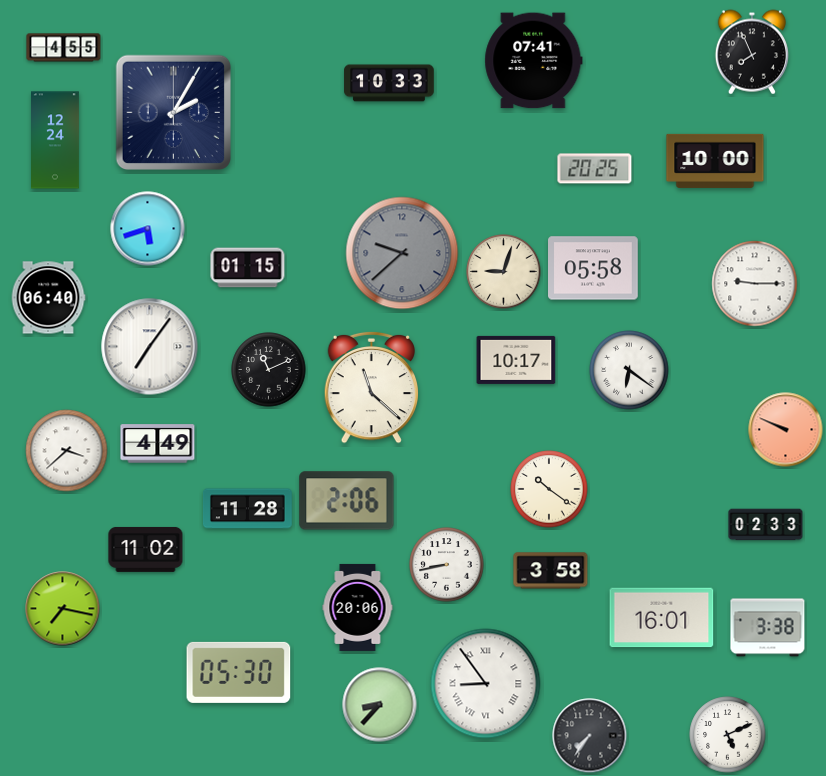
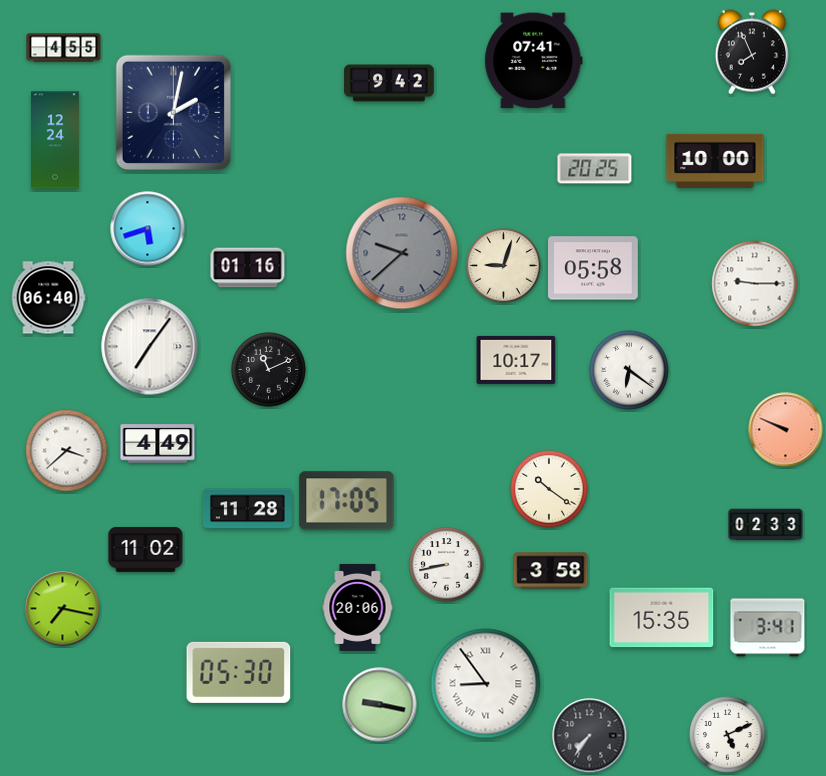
clock at (389, 83): 10:33 -> 9:42
clock at (173, 112): 2:05 -> 2:02
clock at (248, 268): 01:15 -> 01:16
clock at (504, 272) position: (504, 272) -> (504, 266)
clock at (371, 387): 11:22 -> none
clock at (347, 501): 2:06 -> 17:05
clock at (662, 618): 16:01 -> 15:35
clock at (768, 628): 3:38 -> 3:41
clock at (380, 705): 8:37 -> 9:17
